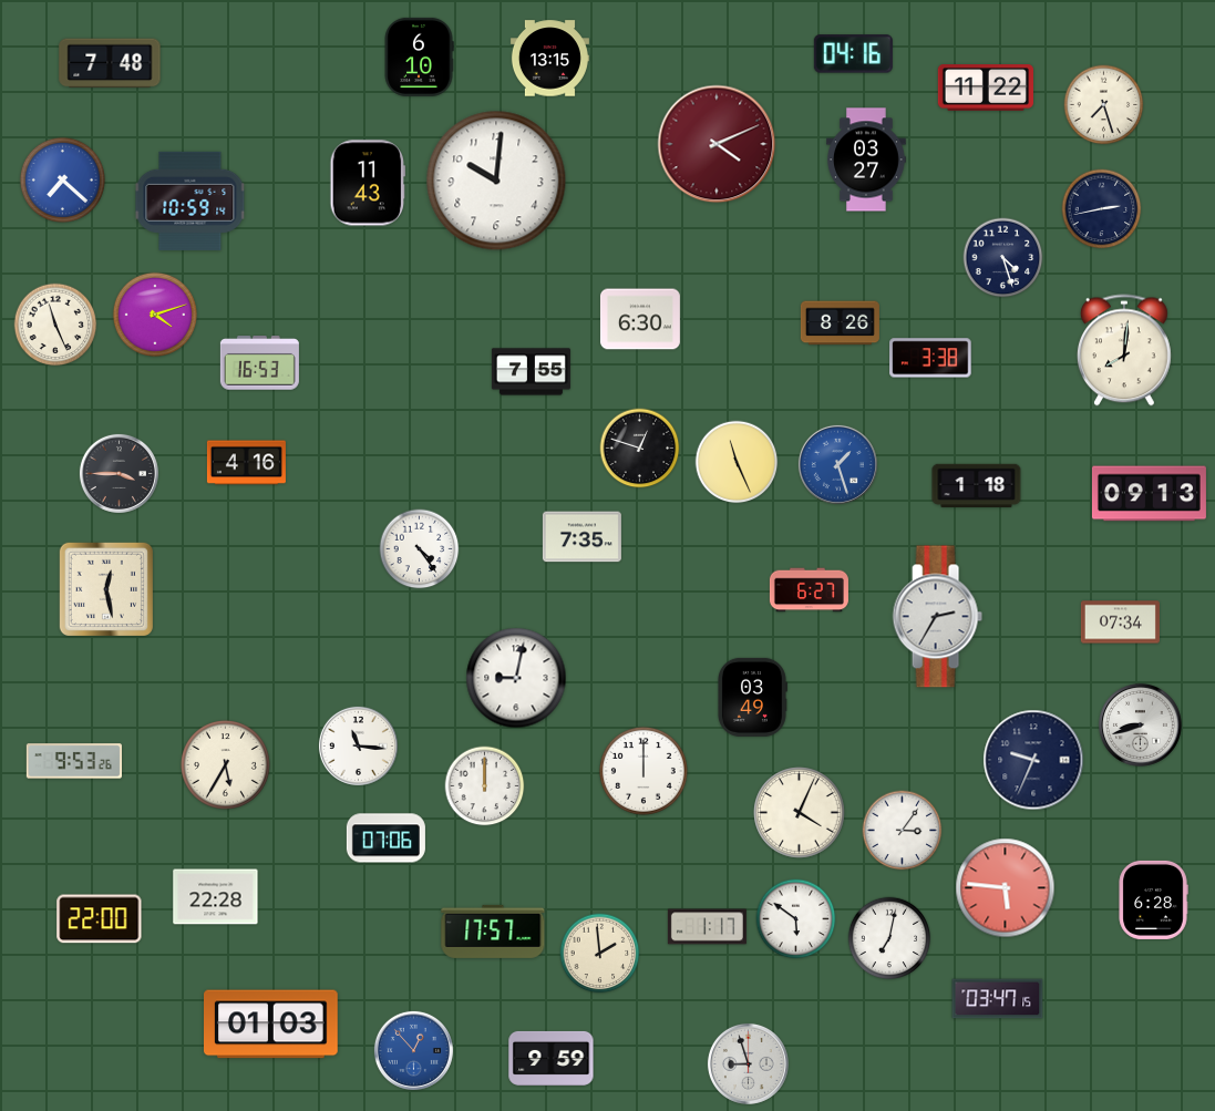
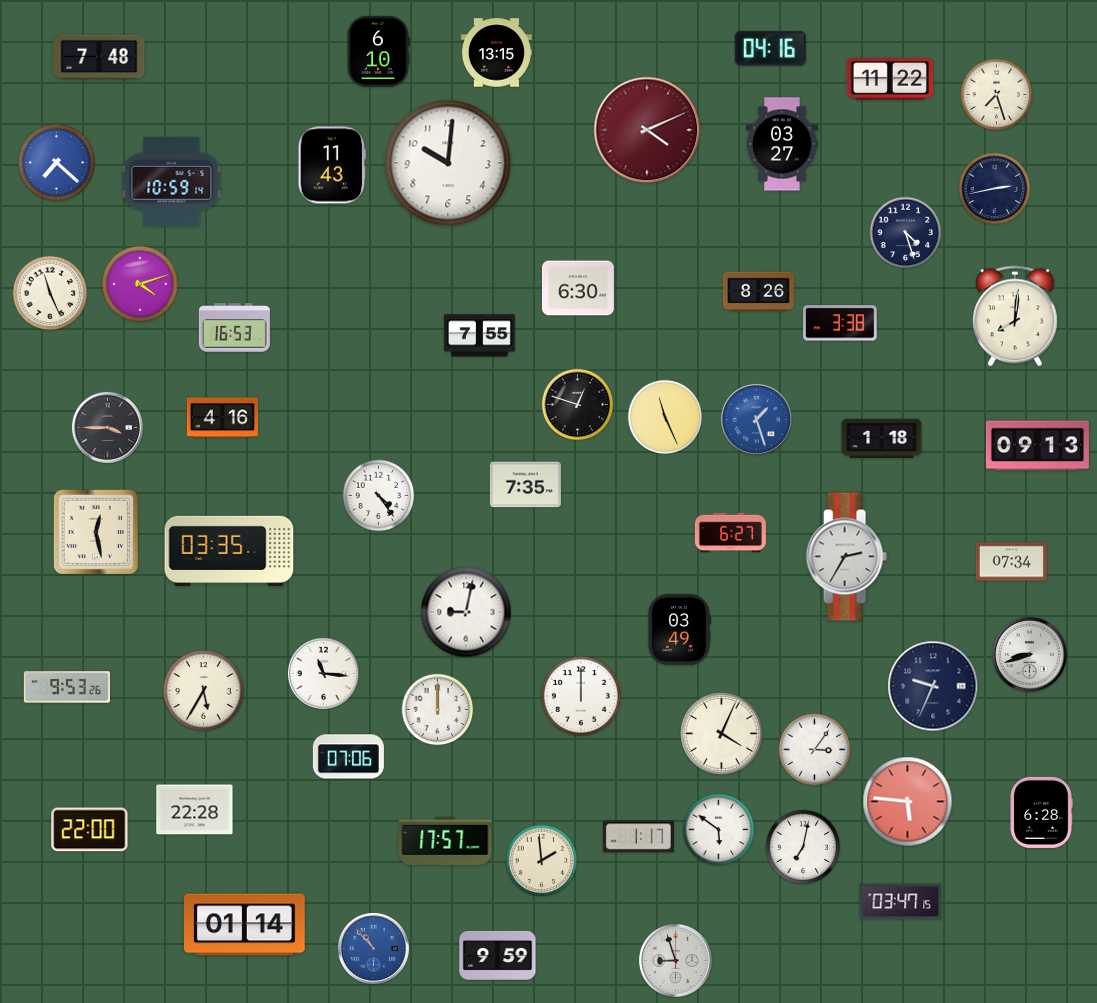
clock at (229, 551): none -> 03:35
clock at (271, 1025): 01:03 -> 01:14
clock at (413, 1050): 12:53 -> 10:53
